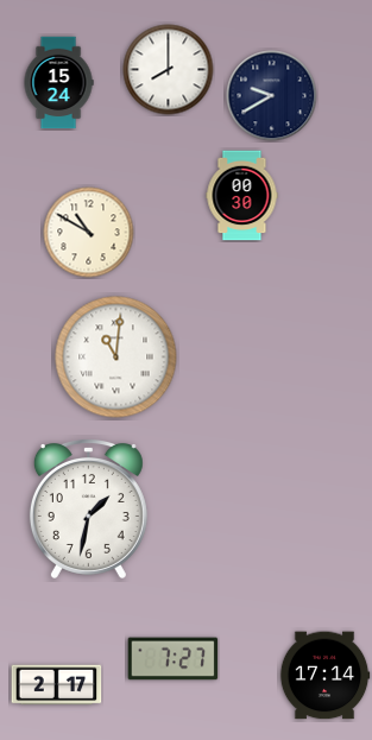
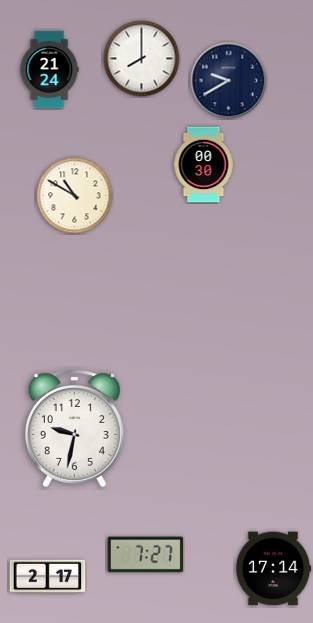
clock at (58, 83): 15:24 -> 21:24
clock at (116, 358): 11:01 -> none
clock at (88, 510): 1:32 -> 9:32
